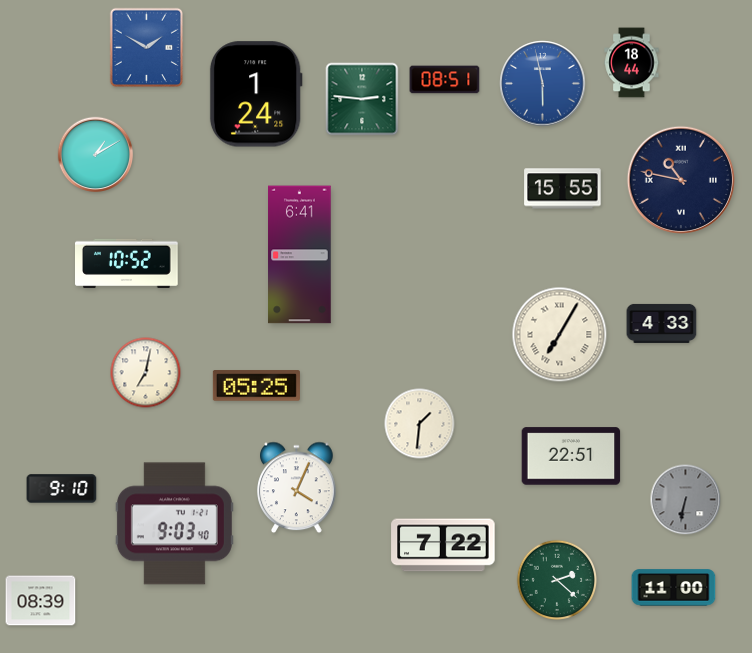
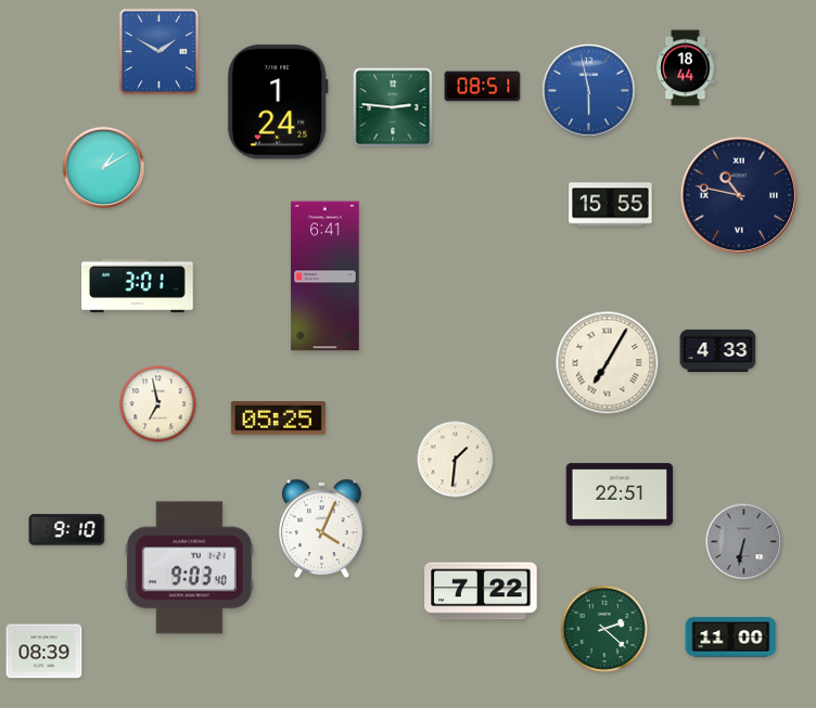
clock at (127, 264): 10:52 -> 3:01
clock at (146, 373): 7:02 -> 6:58
